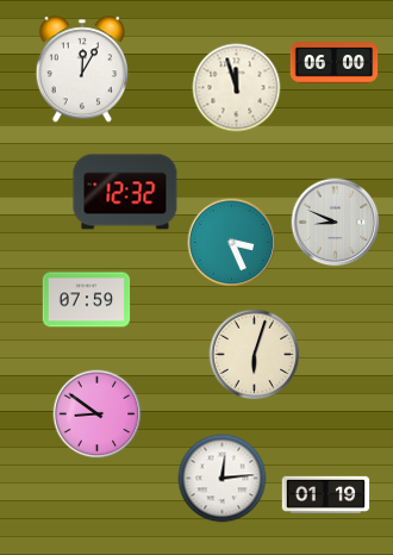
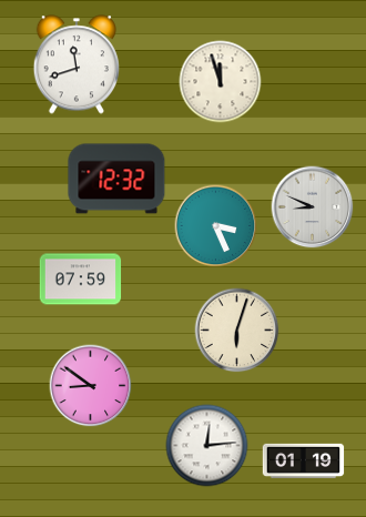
clock at (335, 63): 06:00 -> none
clock at (81, 69): 12:05 -> 11:42
